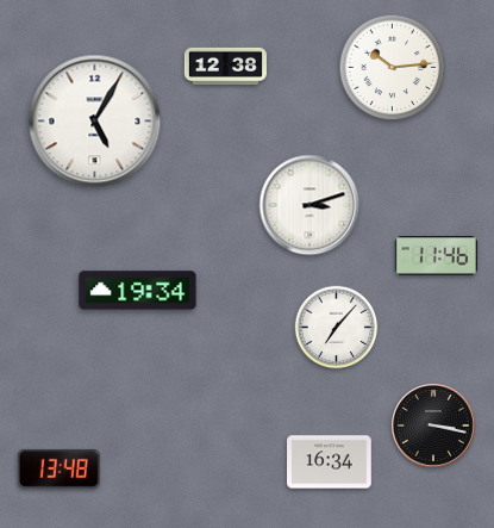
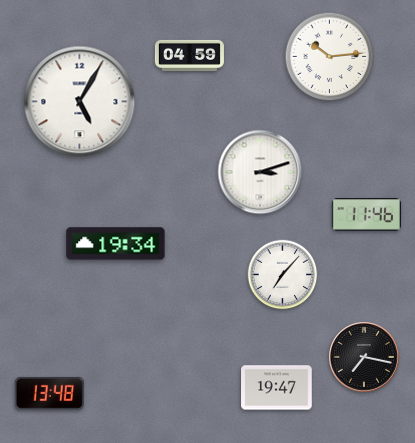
clock at (225, 66): 12:38 -> 04:59
clock at (433, 425): 3:17 -> 7:17
clock at (330, 462): 16:34 -> 19:47
